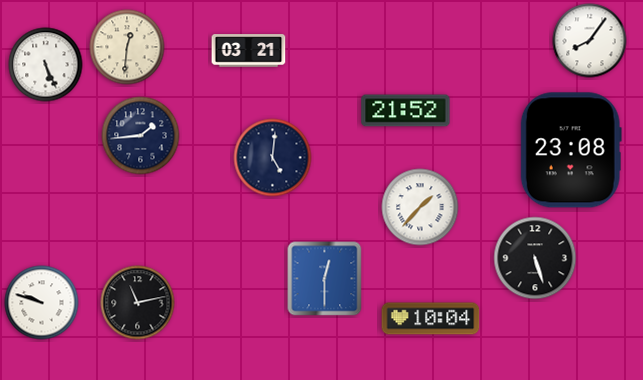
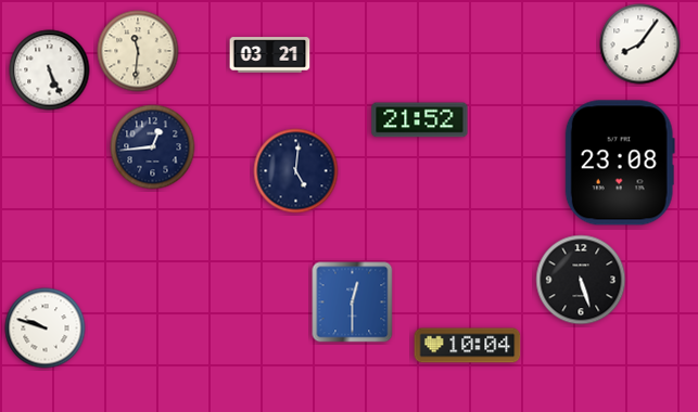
clock at (127, 47): 12:31 -> 11:31
clock at (406, 111) position: (406, 111) -> (420, 120)
clock at (141, 136): 1:44 -> 12:44
clock at (420, 207): 1:37 -> none
clock at (138, 303): 11:13 -> none
